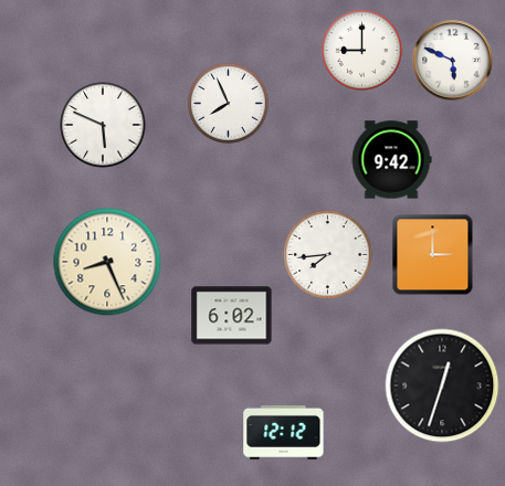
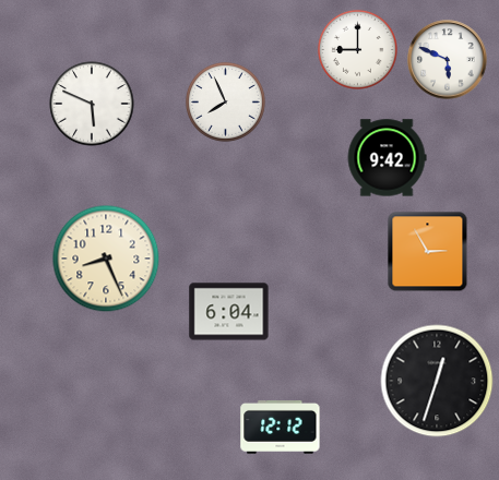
clock at (103, 125) position: (103, 125) -> (92, 104)
clock at (328, 255): 7:44 -> none
clock at (433, 255): 3:00 -> 2:55
clock at (232, 316): 6:02 -> 6:04
